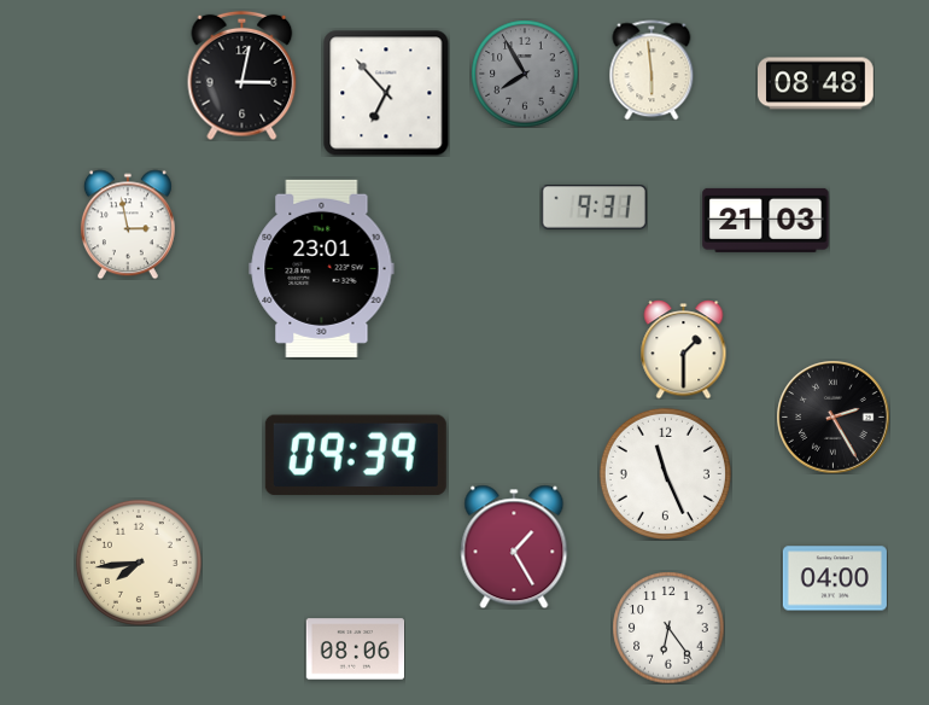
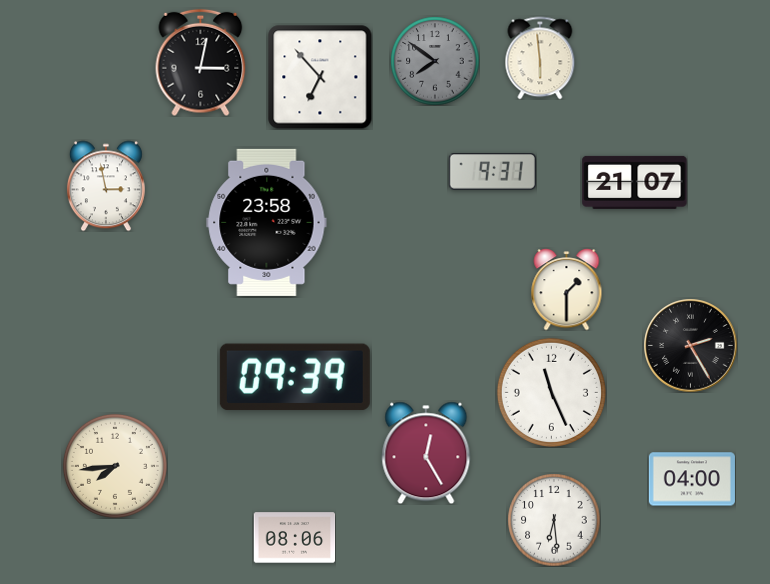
clock at (525, 74): 7:55 -> 7:51
clock at (816, 83): 08:48 -> none
clock at (766, 220): 21:03 -> 21:07
clock at (322, 268): 23:01 -> 23:58
clock at (514, 547): 1:25 -> 12:25
clock at (668, 628): 6:24 -> 6:29
